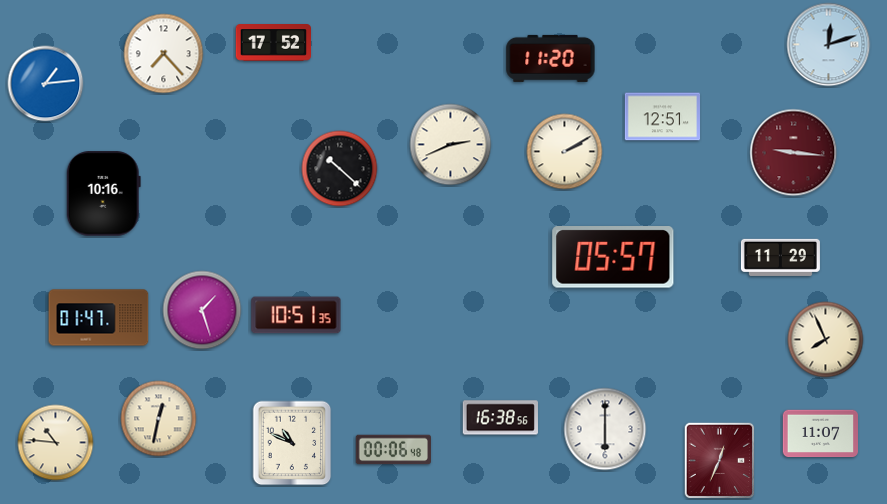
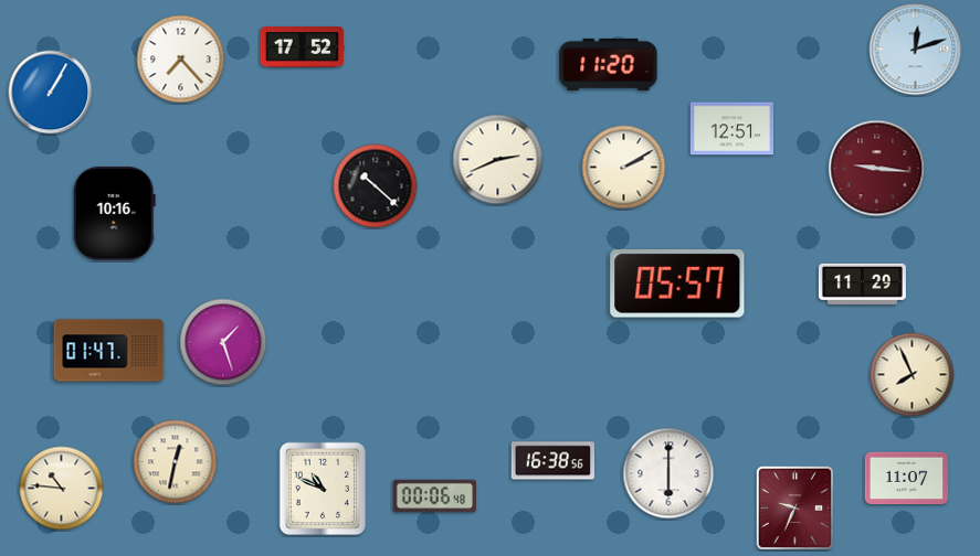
clock at (46, 84): 1:14 -> 1:05
clock at (296, 315): 10:51 -> none
clock at (720, 461): 12:34 -> 9:34
